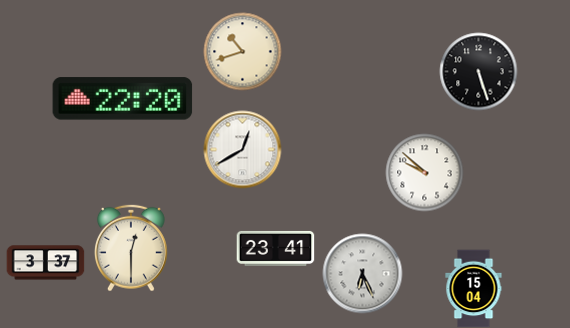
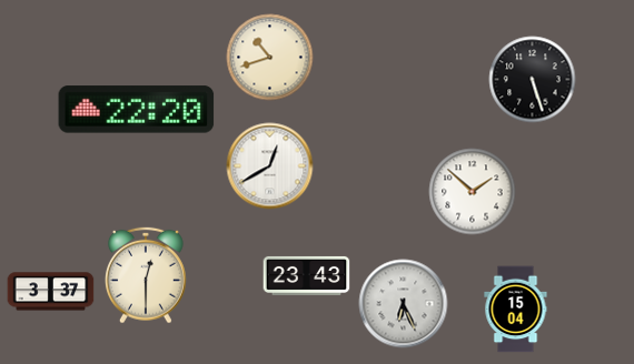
clock at (424, 172): 9:52 -> 1:52
clock at (275, 248): 23:41 -> 23:43
clock at (474, 288) position: (474, 288) -> (516, 309)
